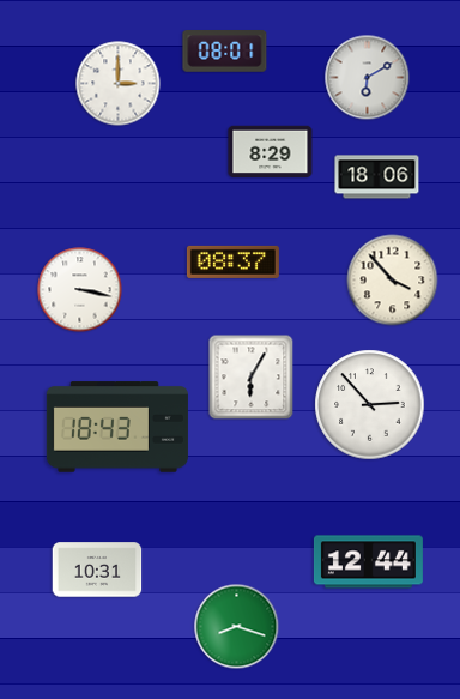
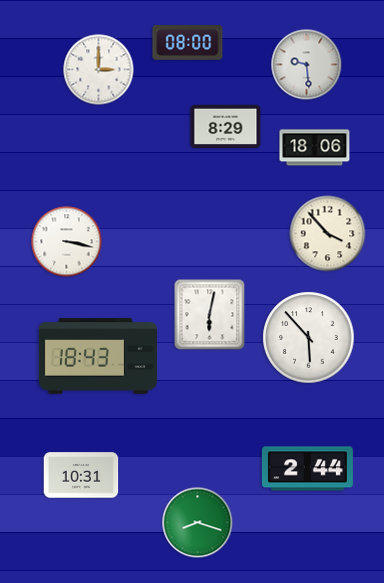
clock at (225, 52): 08:01 -> 08:00
clock at (368, 78): 6:10 -> 9:29
clock at (232, 261): 08:37 -> none
clock at (252, 378): 6:05 -> 6:02
clock at (370, 405): 2:53 -> 5:53
clock at (368, 562): 12:44 -> 2:44
